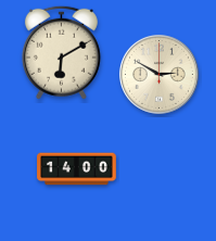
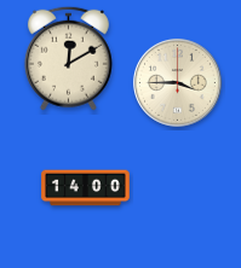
clock at (61, 52): 6:10 -> 12:10
clock at (158, 74): 2:50 -> 3:45
